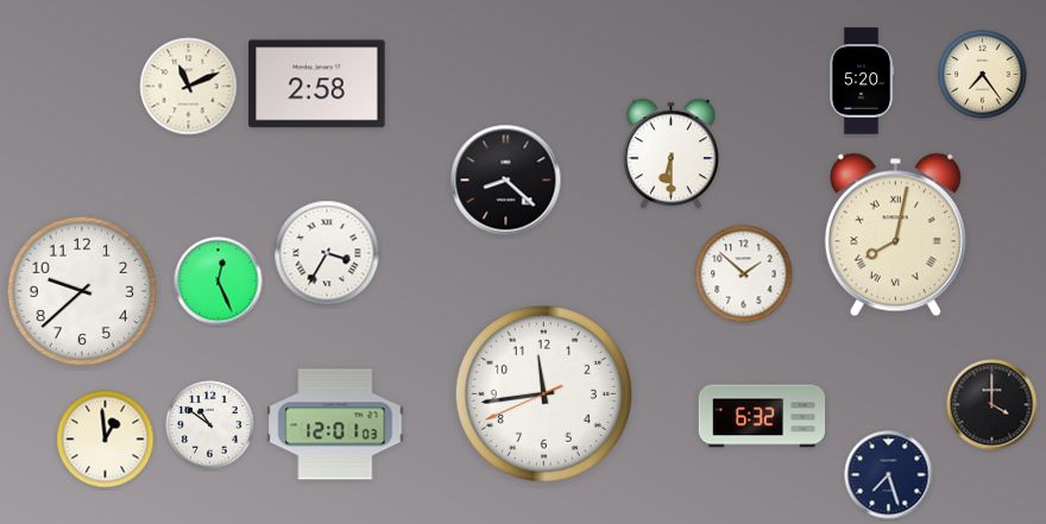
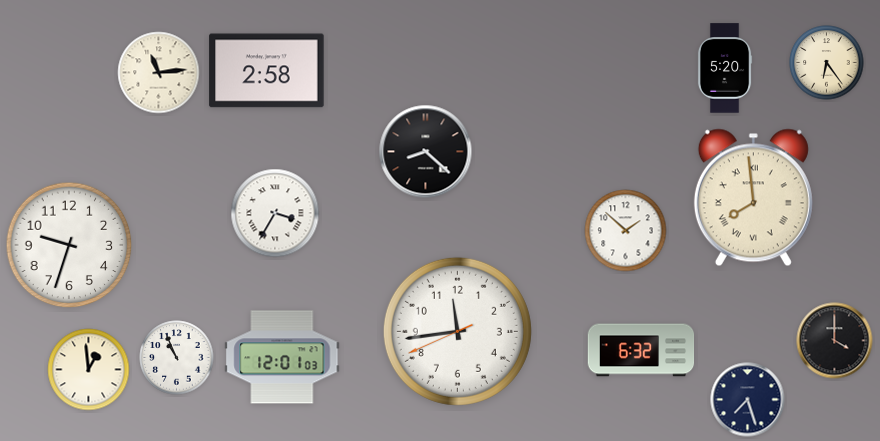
clock at (983, 75): 7:24 -> 6:24
clock at (189, 87): 11:11 -> 11:14
clock at (670, 154): 6:30 -> none
clock at (895, 235): 8:02 -> 7:59
clock at (219, 282): 12:26 -> none
clock at (82, 291): 9:38 -> 9:33
clock at (210, 425): 10:51 -> 10:56
